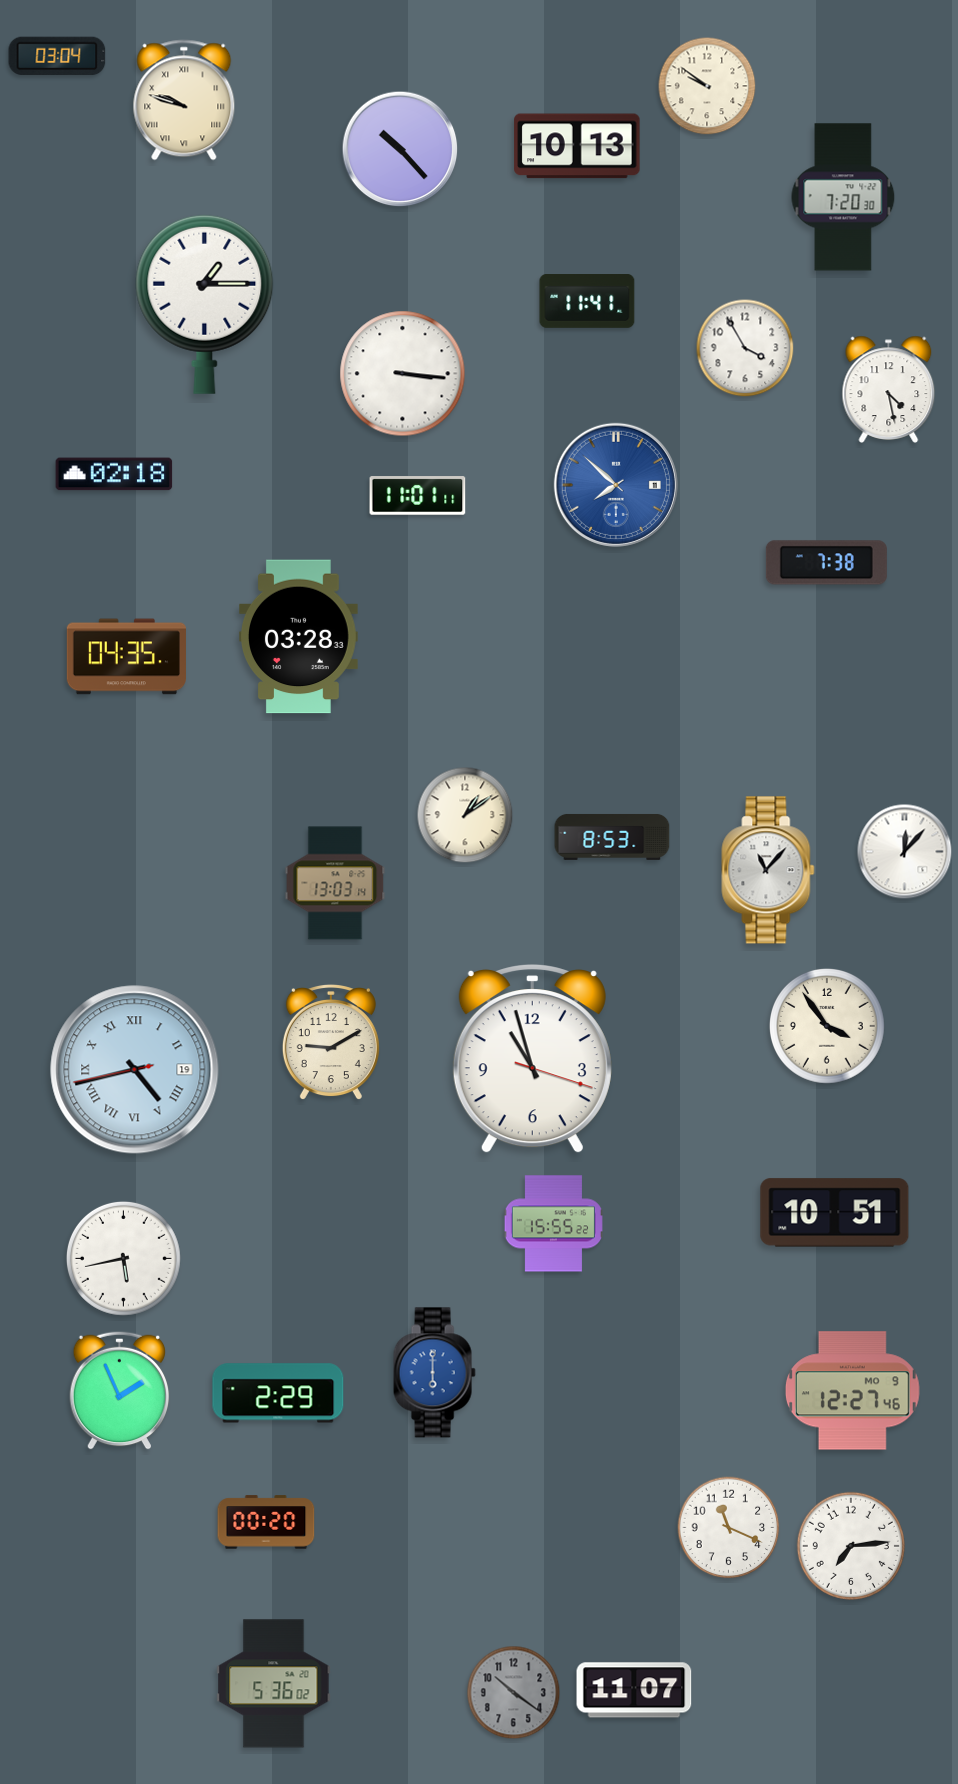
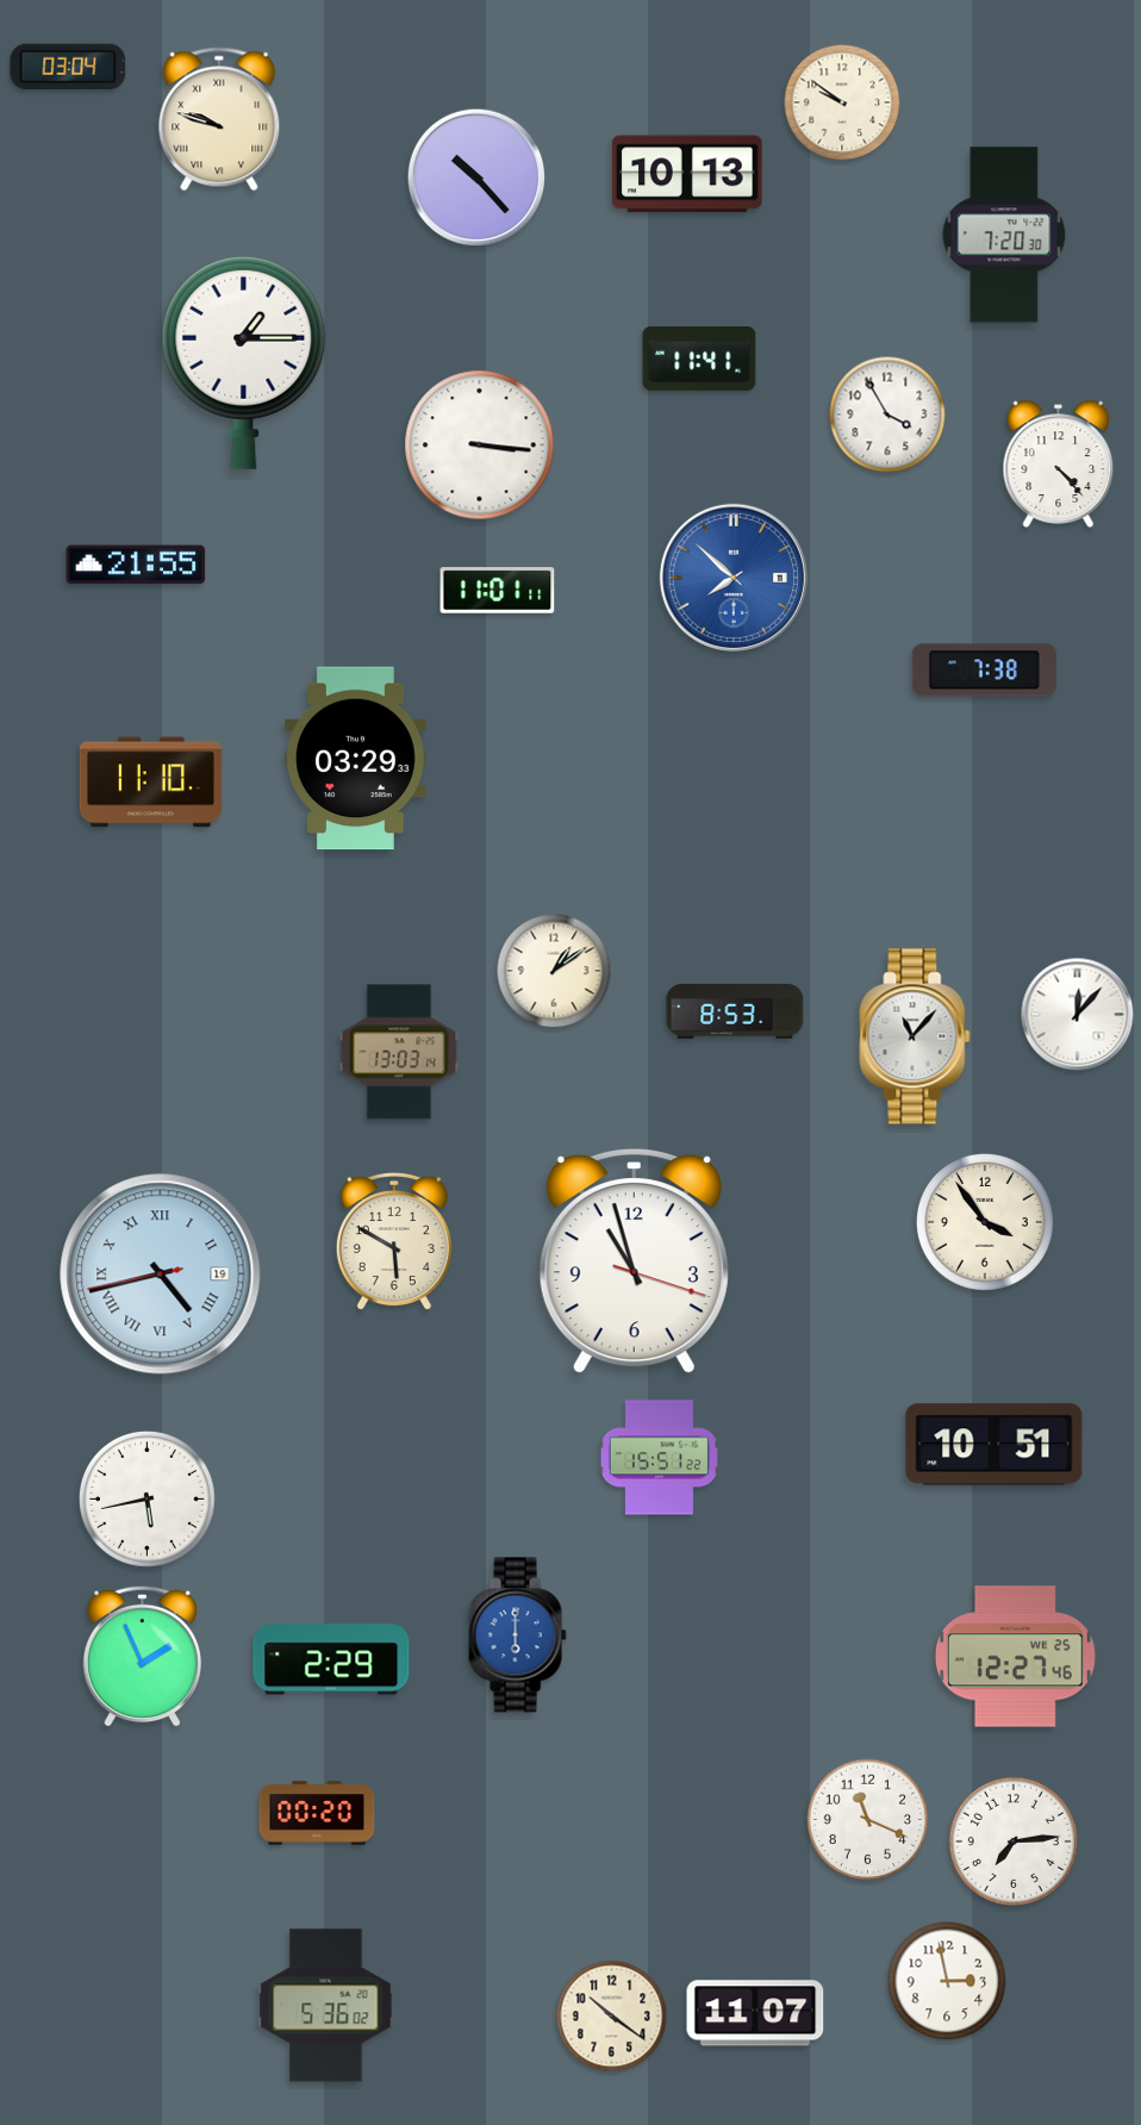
clock at (889, 389): 4:28 -> 4:23
clock at (114, 474): 02:18 -> 21:55
clock at (299, 637): 03:28 -> 03:29
clock at (126, 657): 04:35 -> 11:10
clock at (612, 837) position: (612, 837) -> (735, 1011)
clock at (331, 1043): 9:10 -> 5:50
clock at (553, 1224): 15:55 -> 15:51
clock at (852, 1391) date: MO 9 -> WE 25
clock at (947, 1981): none -> 2:58
clock at (514, 1693) dial: grey -> cream
